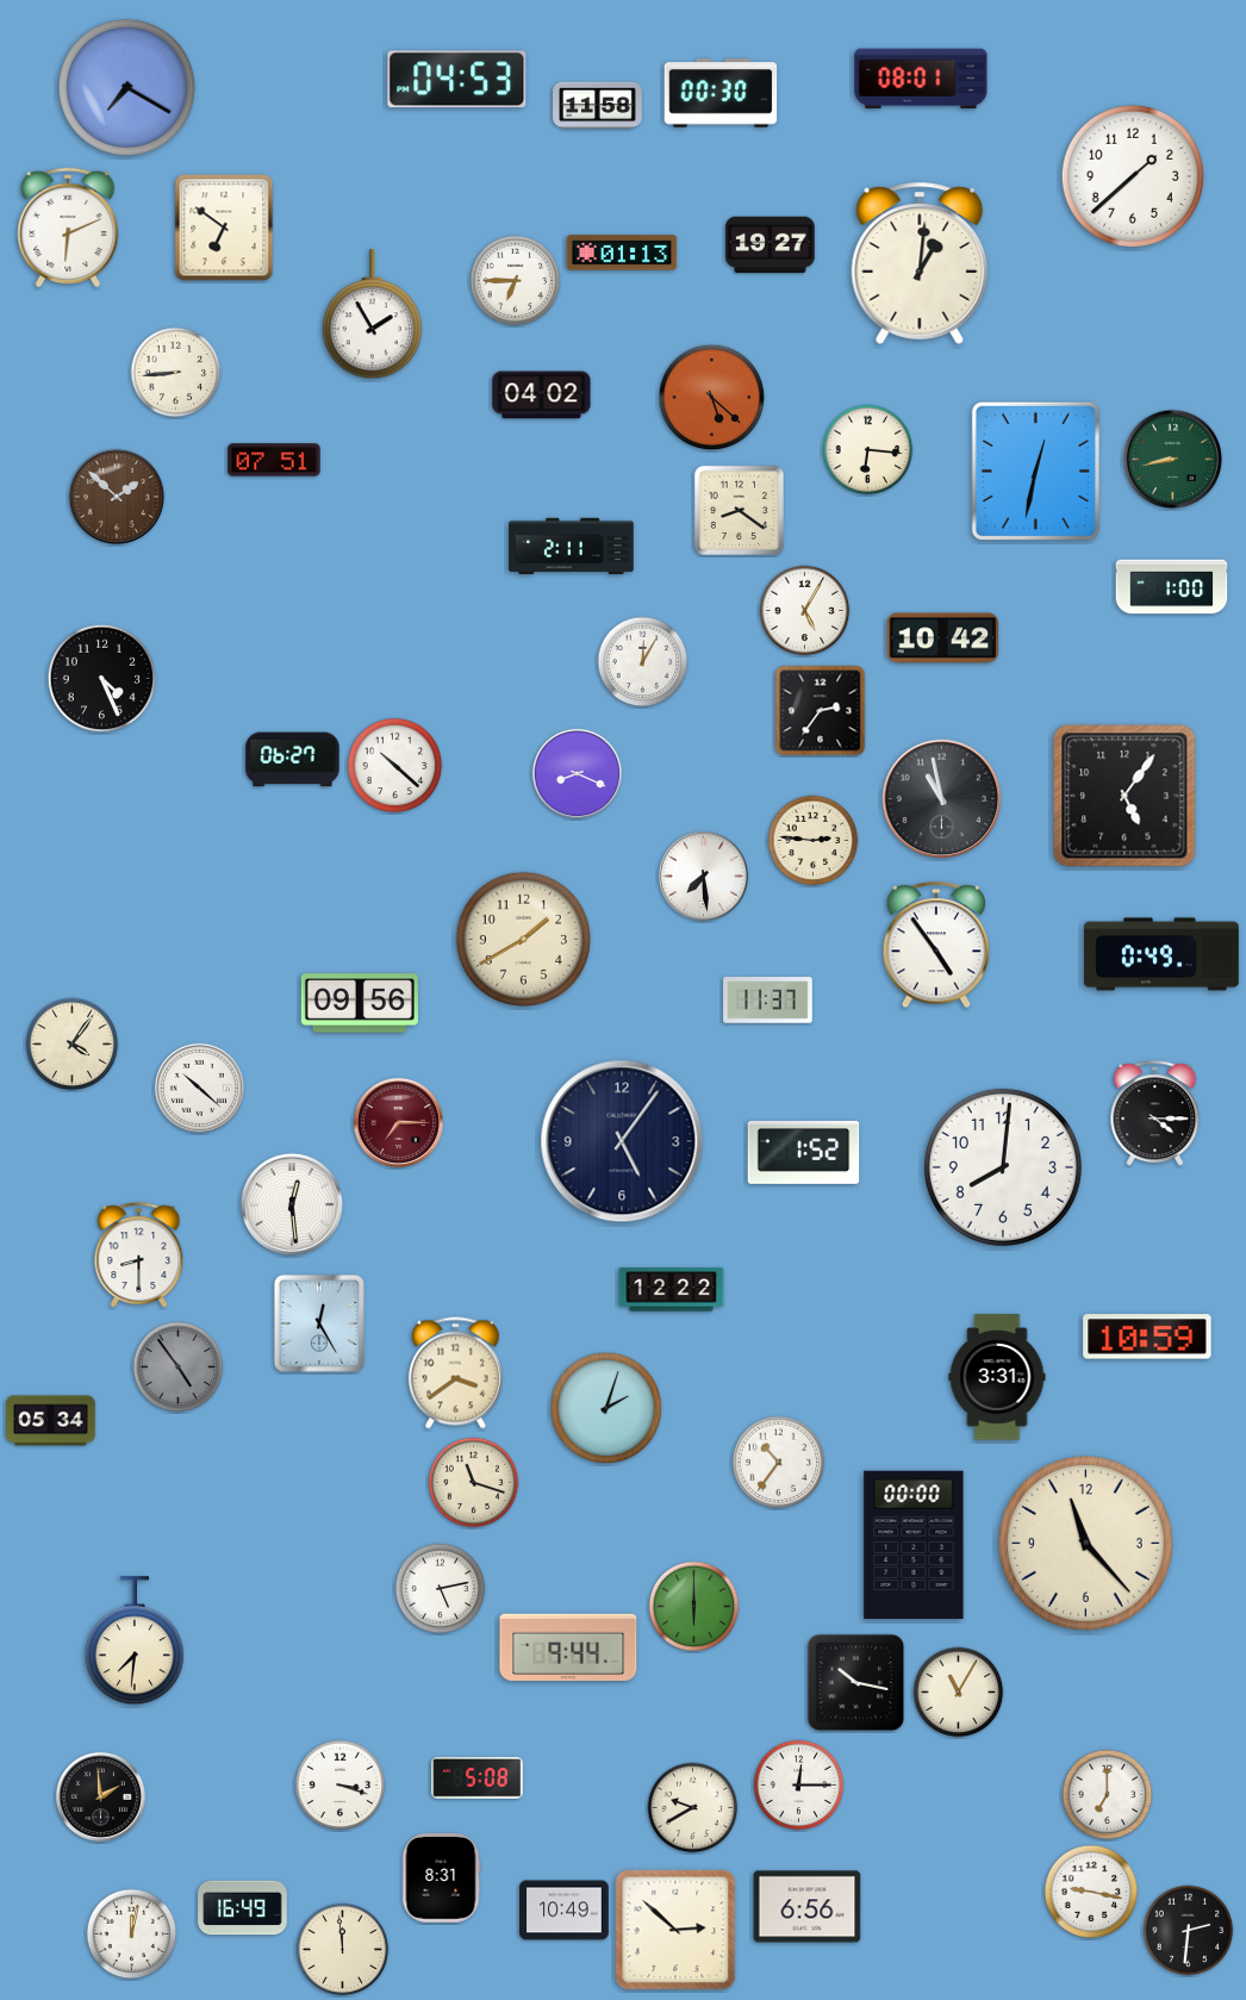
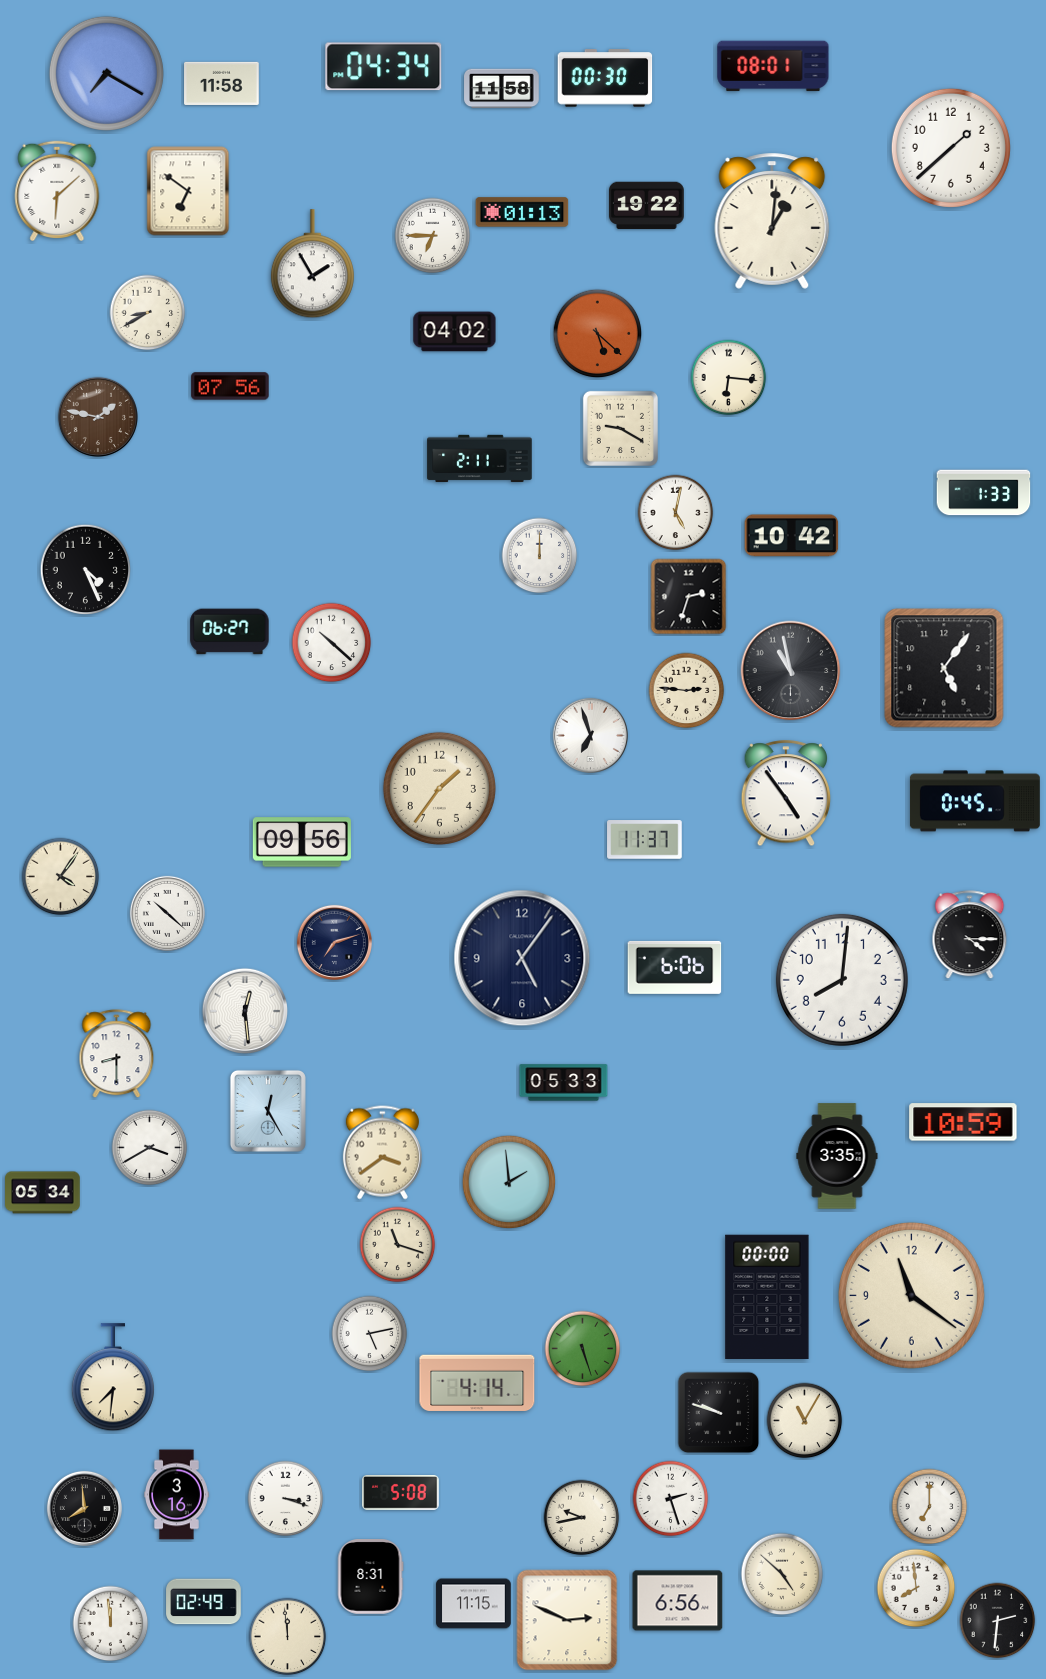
clock at (457, 80): 04:53 -> 04:34
clock at (222, 83): none -> 11:58
clock at (68, 228): 6:11 -> 6:08
clock at (771, 245): 19:27 -> 19:22
clock at (176, 373): 8:44 -> 8:40
clock at (1172, 459): 8:43 -> none
clock at (274, 460): 07:51 -> 07:56
clock at (1035, 471): 12:32 -> none
clock at (116, 496): 1:52 -> 1:47
clock at (739, 510): 8:21 -> 9:20
clock at (1172, 587): 1:00 -> 1:33
clock at (805, 611): 5:05 -> 5:02
clock at (643, 662): 12:05 -> 12:00
clock at (821, 711): 2:36 -> 2:33
clock at (293, 760) position: (293, 760) -> (230, 632)
clock at (577, 773): 8:19 -> none
clock at (814, 841) position: (814, 841) -> (687, 691)
clock at (703, 876): 7:29 -> 6:57
clock at (523, 939): 1:40 -> 1:36
clock at (1161, 954): 0:49 -> 0:45
clock at (398, 1122): 7:15 -> 7:12
clock at (398, 1122) dial: burgundy -> navy
clock at (804, 1152): 1:52 -> 6:06
clock at (672, 1290): 12:22 -> 05:33
clock at (179, 1367): 4:54 -> 3:40
clock at (179, 1367) dial: grey -> white
clock at (997, 1377): 3:31 -> 3:35
clock at (606, 1408): 2:03 -> 1:59
clock at (779, 1463): 10:36 -> none
clock at (1085, 1543): 11:23 -> 11:21
clock at (694, 1607): 6:00 -> 5:27
clock at (568, 1646): 9:44 -> 4:14
clock at (856, 1683): 10:17 -> 9:48
clock at (177, 1495): none -> 3:16
clock at (799, 1786): 12:15 -> 2:27
clock at (100, 1796): 1:59 -> 7:59
clock at (693, 1808): 9:40 -> 9:43
clock at (782, 1574): none -> 4:52
clock at (1091, 1892): 9:17 -> 7:59
clock at (243, 1908): 16:49 -> 02:49
clock at (565, 1911): 10:49 -> 11:15
clock at (675, 1930): 2:52 -> 2:49
clock at (132, 1934): 12:02 -> 11:59
